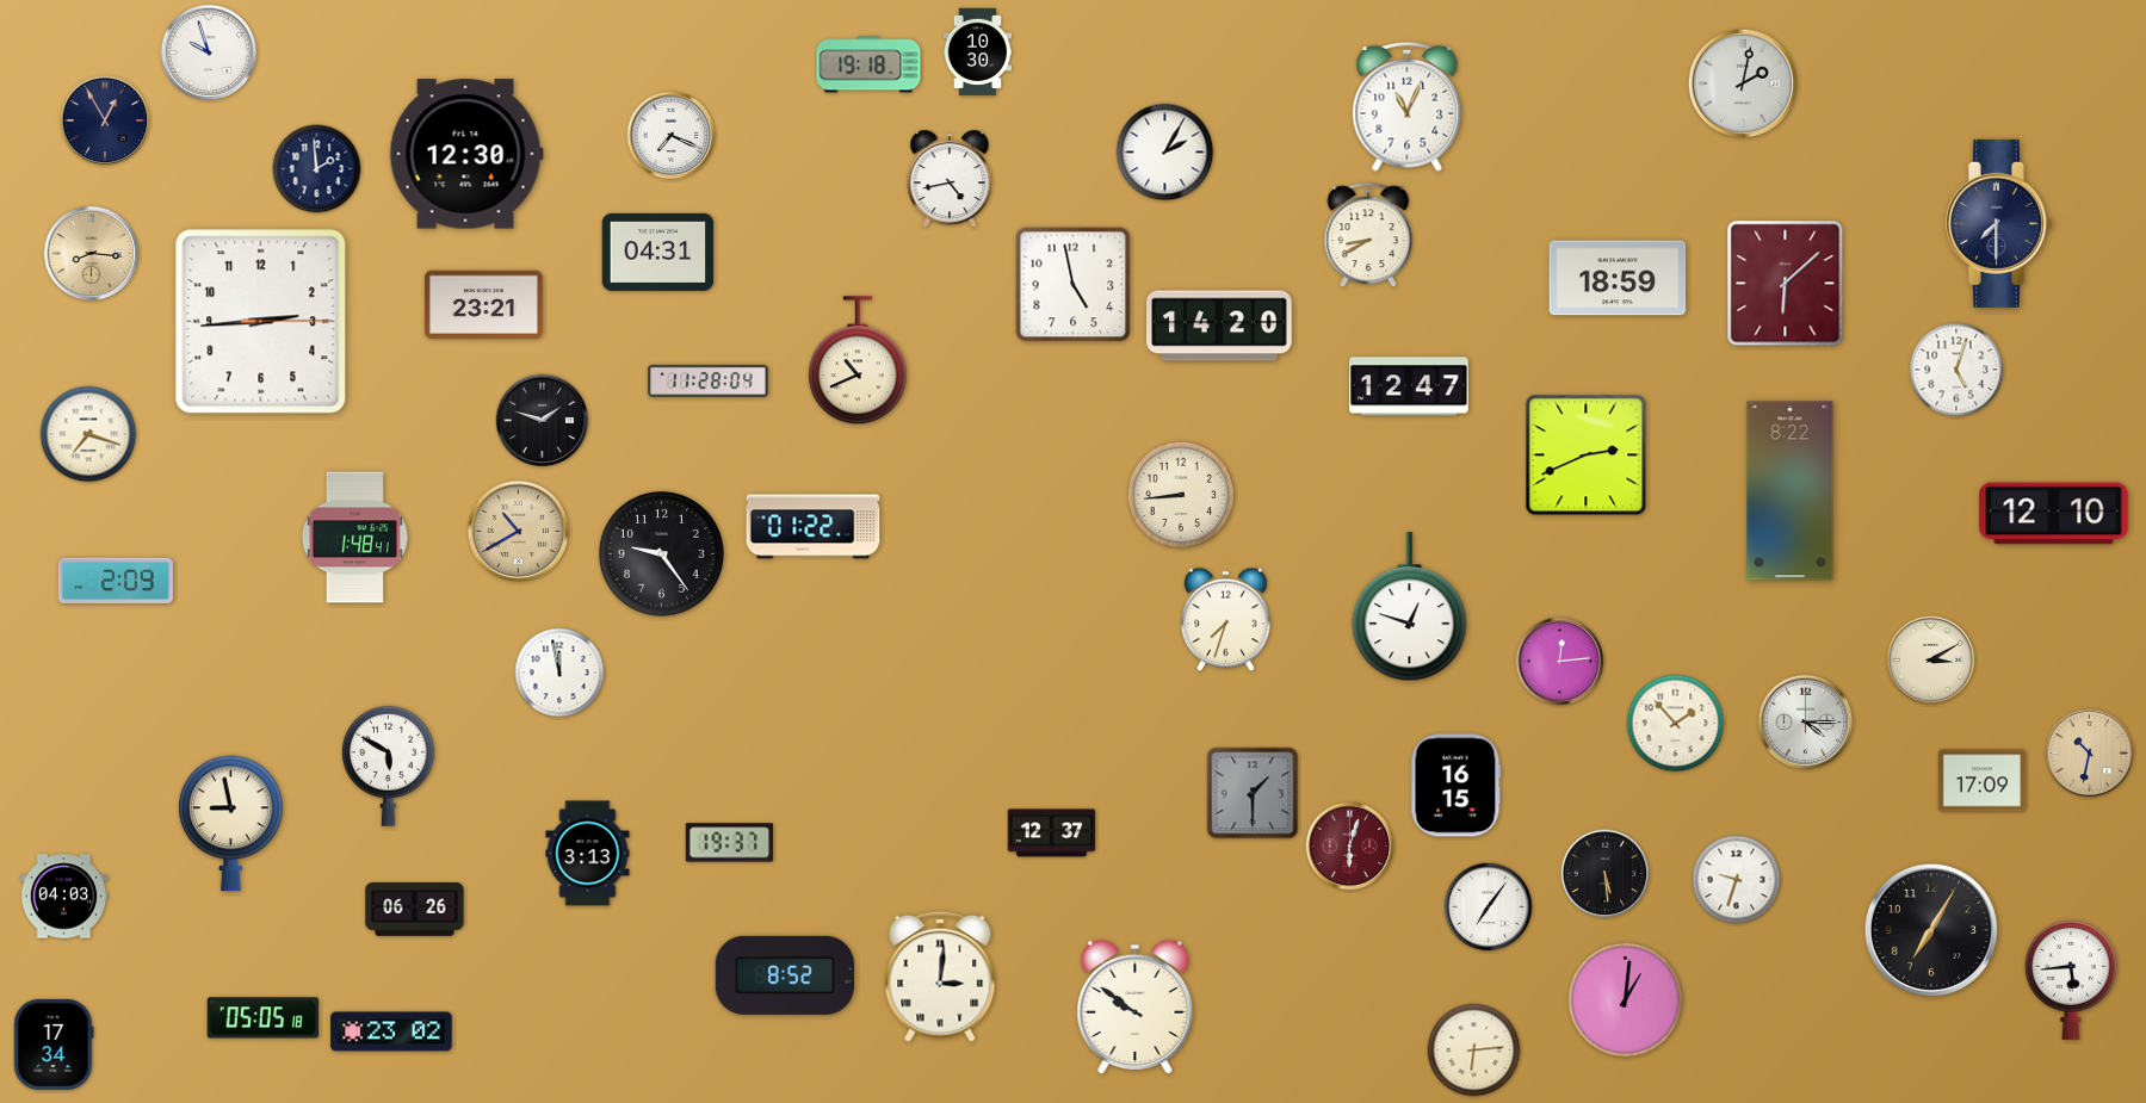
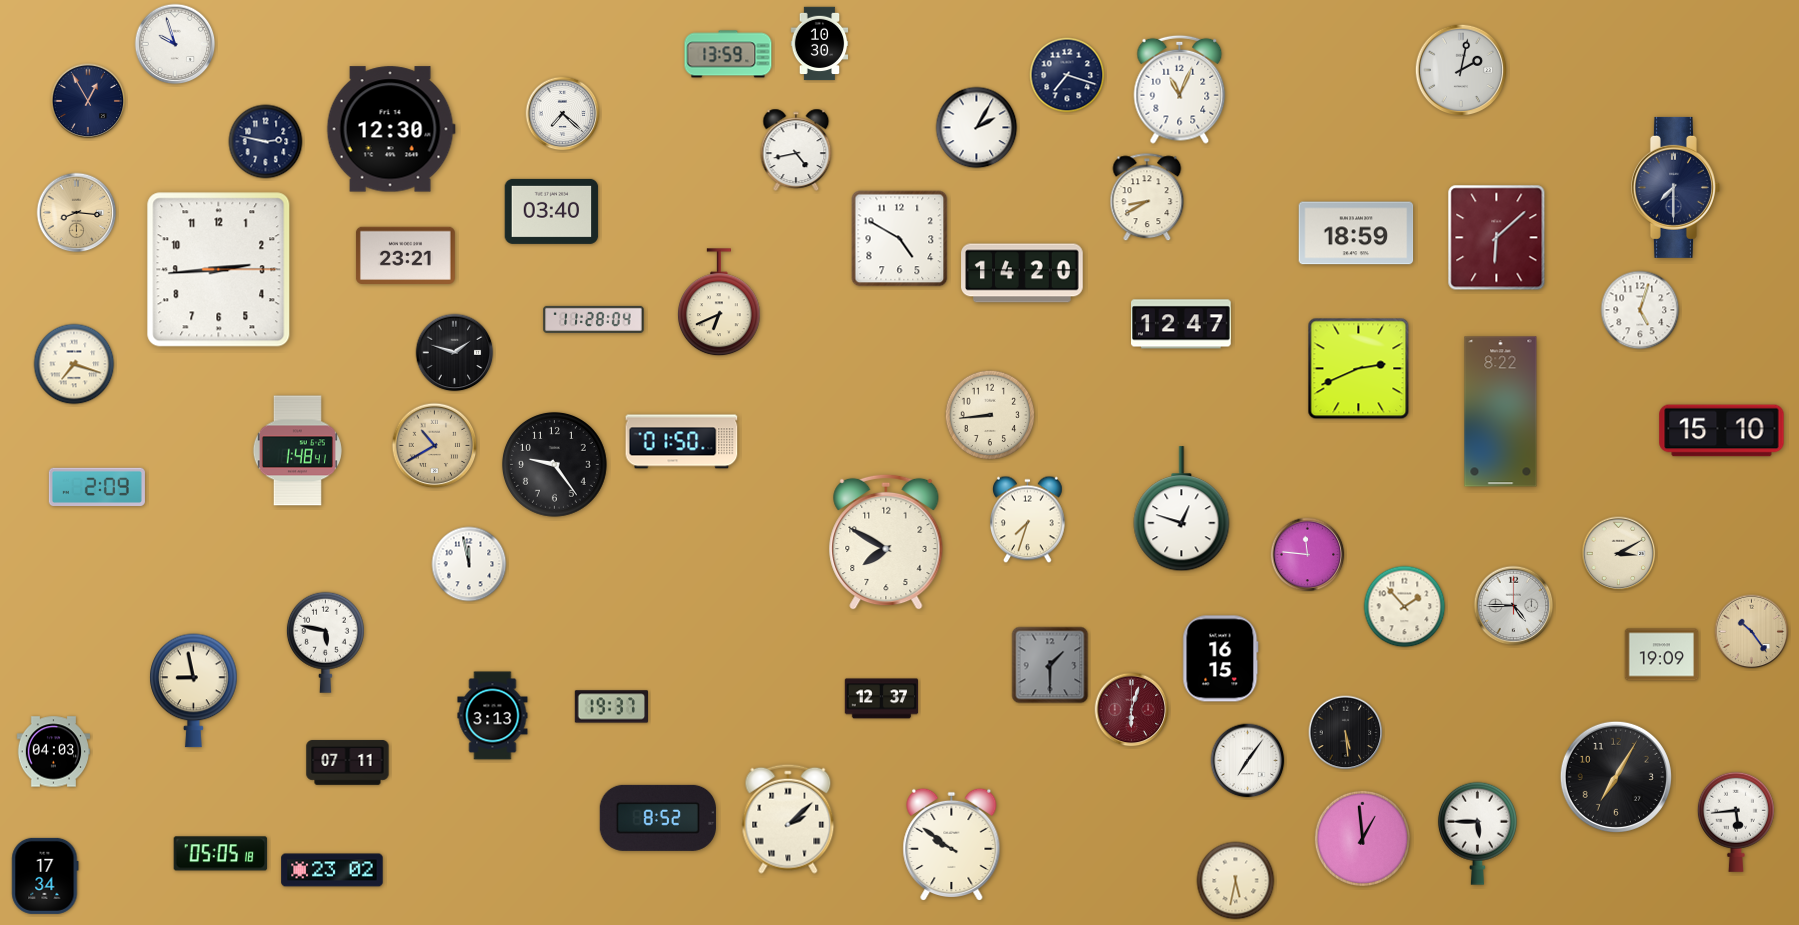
clock at (868, 64): 19:18 -> 13:59
clock at (1067, 75): none -> 7:18
clock at (672, 136): 7:19 -> 7:22
clock at (317, 169): 1:59 -> 2:47
clock at (658, 252): 04:31 -> 03:40
clock at (1074, 285): 4:58 -> 4:50
clock at (859, 361): 10:41 -> 6:41
clock at (1587, 456) position: (1587, 456) -> (1359, 369)
clock at (2054, 514): 12:10 -> 15:10
clock at (814, 527): 01:22 -> 01:50
clock at (886, 542): none -> 7:50
clock at (1560, 662): 12:14 -> 11:46
clock at (1806, 723): 4:15 -> 4:45
clock at (2090, 754): 10:32 -> 10:24
clock at (388, 766): 5:50 -> 5:47
clock at (1983, 781): 17:09 -> 19:09
clock at (1737, 880): 9:33 -> none
clock at (415, 910): 06:26 -> 07:11
clock at (1931, 930) position: (1931, 930) -> (1616, 777)
clock at (940, 977): 3:01 -> 2:08
clock at (1477, 833): none -> 5:45
clock at (1625, 999): 1:01 -> 12:59
clock at (391, 1031) position: (391, 1031) -> (332, 870)
clock at (1474, 1051): 6:14 -> 5:32
